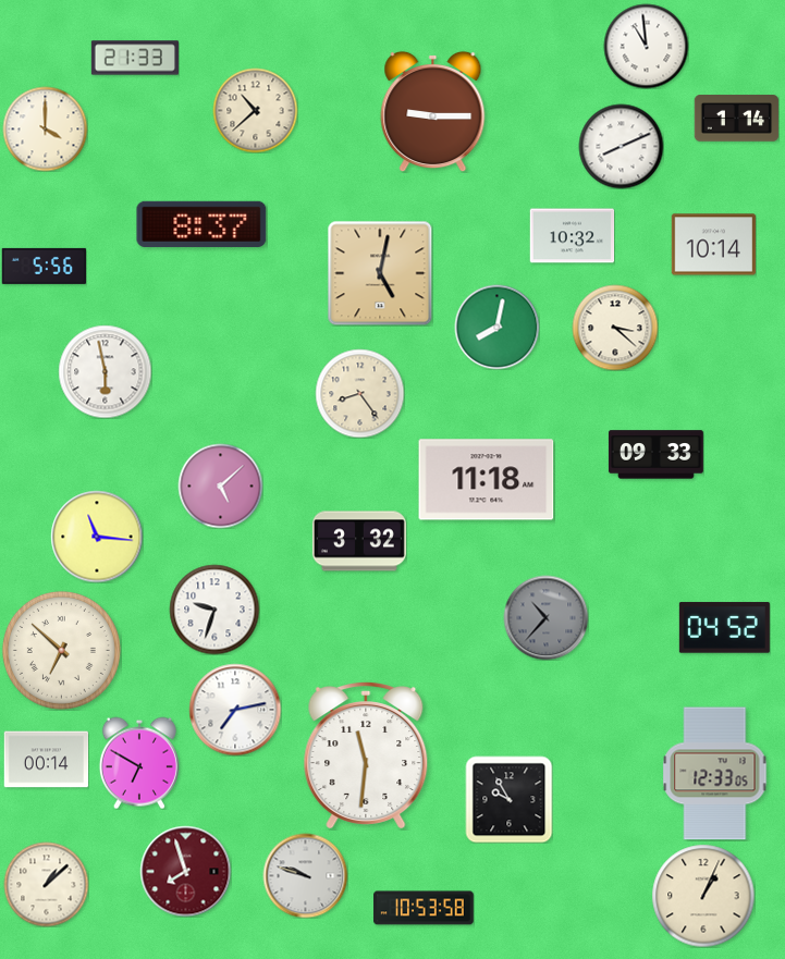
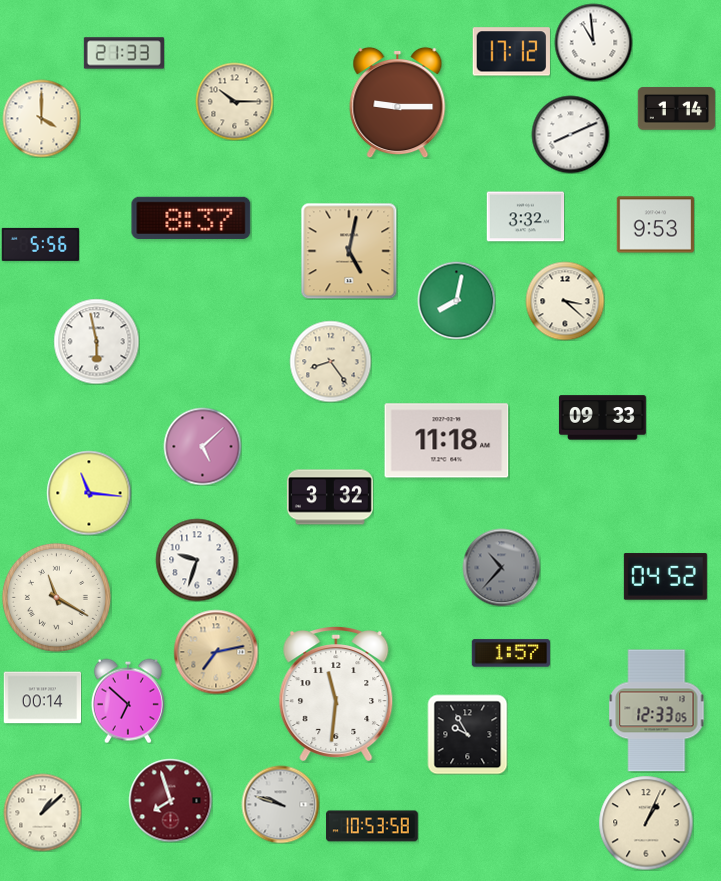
clock at (511, 52): none -> 17:12
clock at (255, 110): 10:38 -> 10:15
clock at (201, 224) position: (201, 224) -> (191, 218)
clock at (572, 236): 10:32 -> 3:32
clock at (713, 245): 10:14 -> 9:53
clock at (61, 650): 6:52 -> 11:20
clock at (235, 710) dial: white -> champagne
clock at (510, 653): none -> 1:57
clock at (139, 763): 6:50 -> 6:52
clock at (424, 908) position: (424, 908) -> (372, 826)
